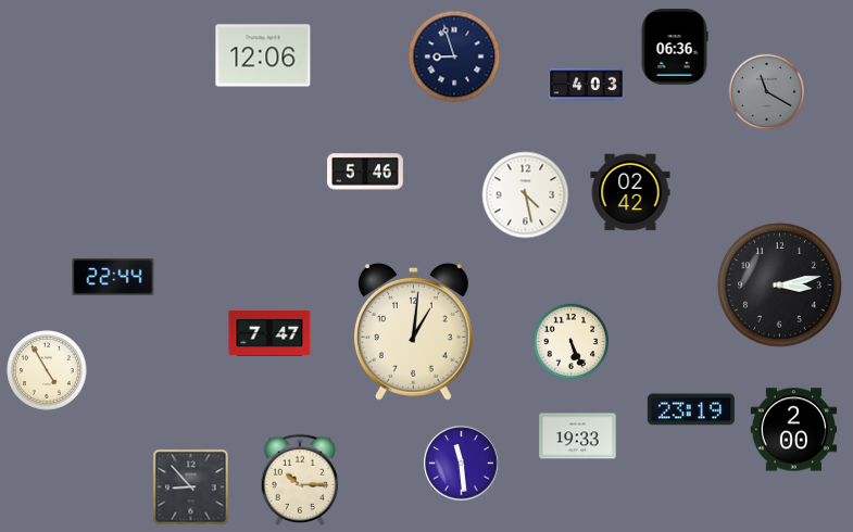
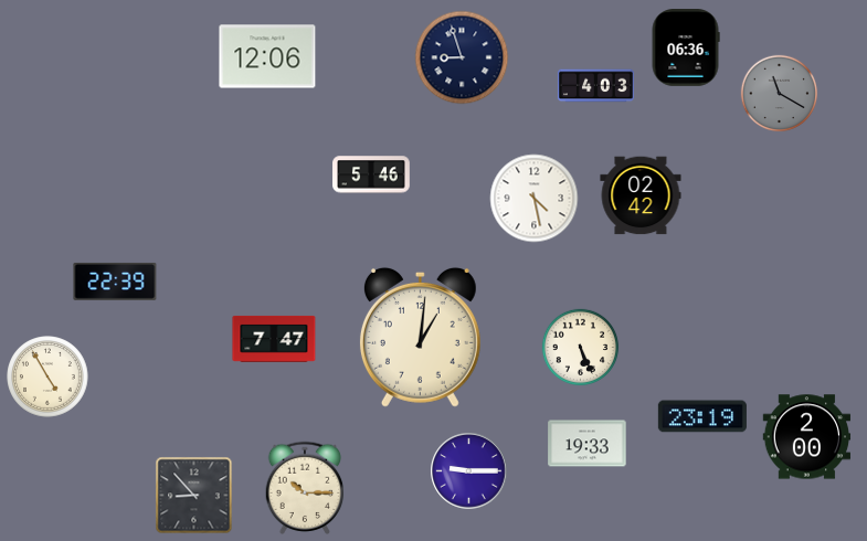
clock at (113, 277): 22:44 -> 22:39
clock at (780, 286): 3:13 -> none
clock at (462, 464): 11:29 -> 9:15
